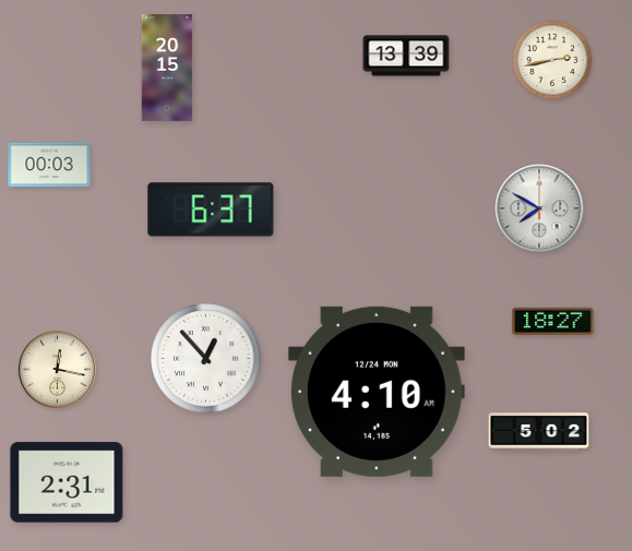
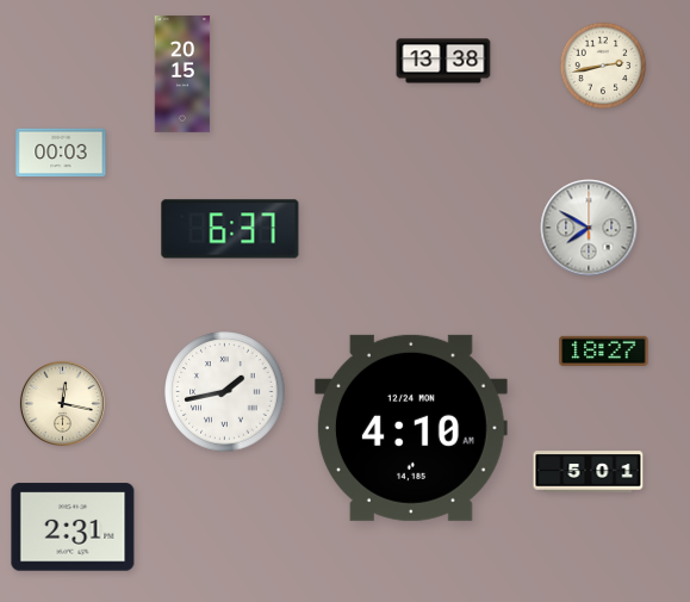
clock at (406, 56): 13:39 -> 13:38
clock at (49, 165) position: (49, 165) -> (61, 153)
clock at (206, 359): 12:53 -> 1:43
clock at (539, 432): 5:02 -> 5:01
